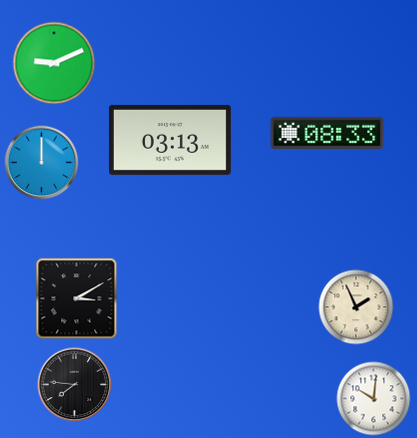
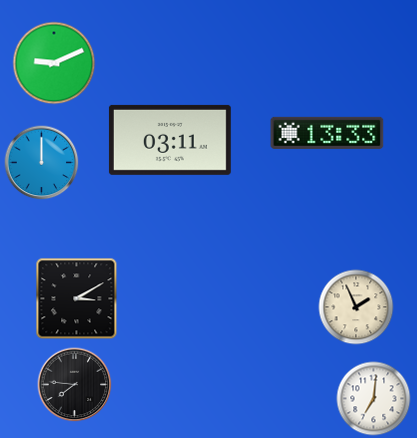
clock at (327, 133): 08:33 -> 13:33
clock at (170, 140): 03:13 -> 03:11
clock at (374, 399): 10:01 -> 7:01
